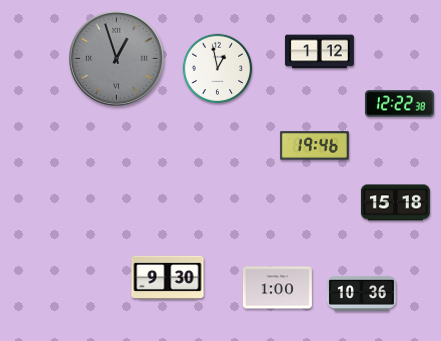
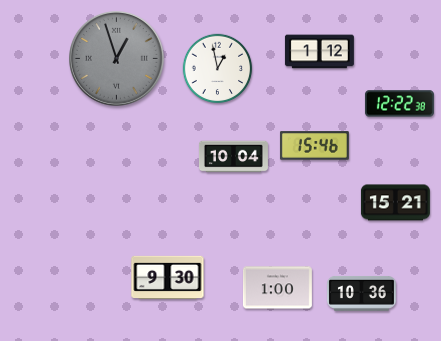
clock at (314, 146): 19:46 -> 15:46
clock at (233, 157): none -> 10:04
clock at (395, 203): 15:18 -> 15:21
